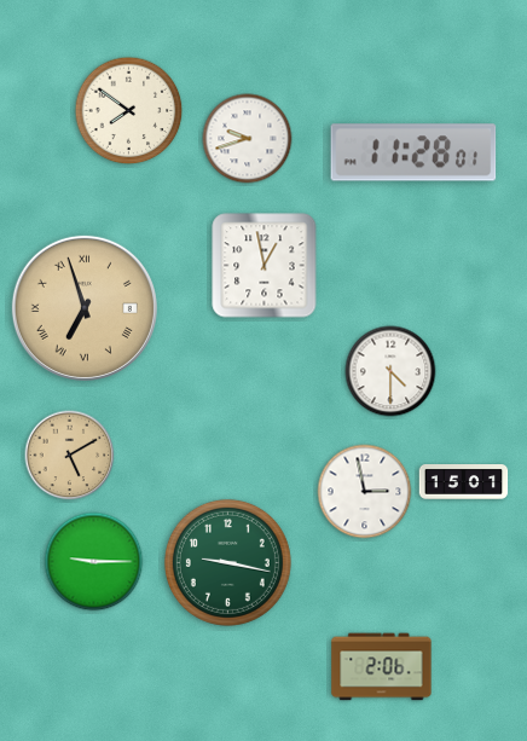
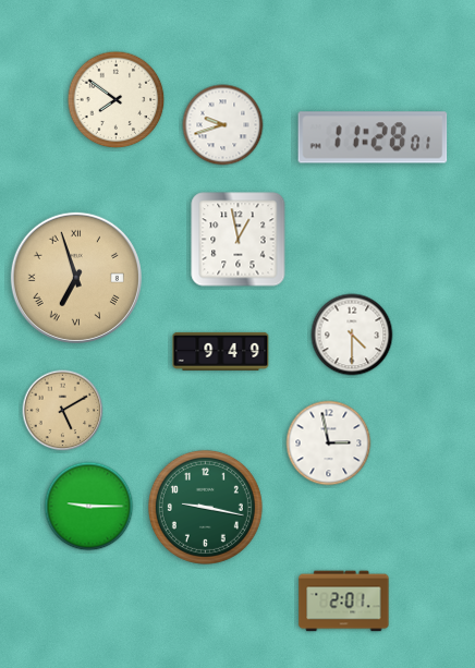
clock at (221, 351): none -> 9:49
clock at (464, 482): 15:01 -> none
clock at (94, 562) position: (94, 562) -> (89, 507)
clock at (382, 667): 2:06 -> 2:01
